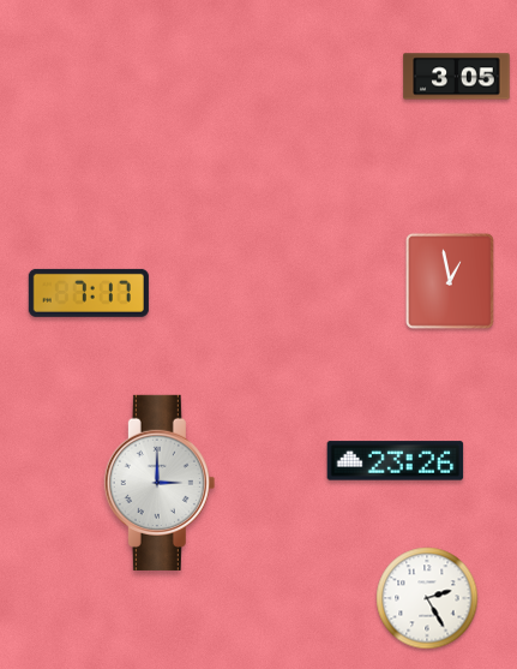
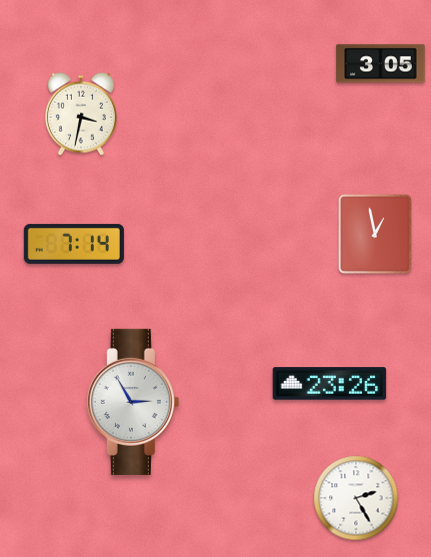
clock at (81, 114): none -> 3:32
clock at (89, 293): 7:17 -> 7:14
clock at (160, 483): 3:00 -> 2:55
